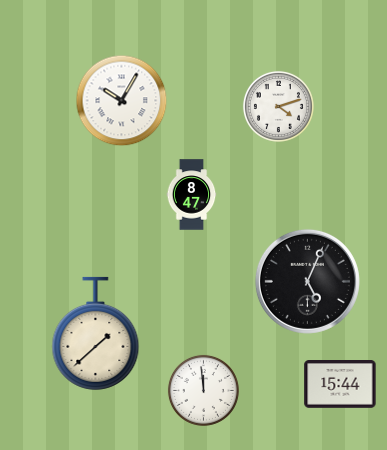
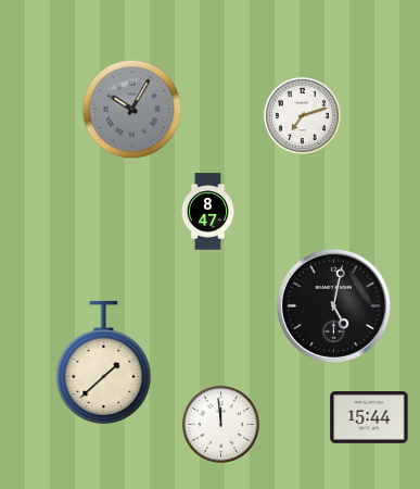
clock at (122, 101) dial: white -> grey
clock at (278, 106): 4:12 -> 7:12
clock at (307, 281): 5:04 -> 5:02
